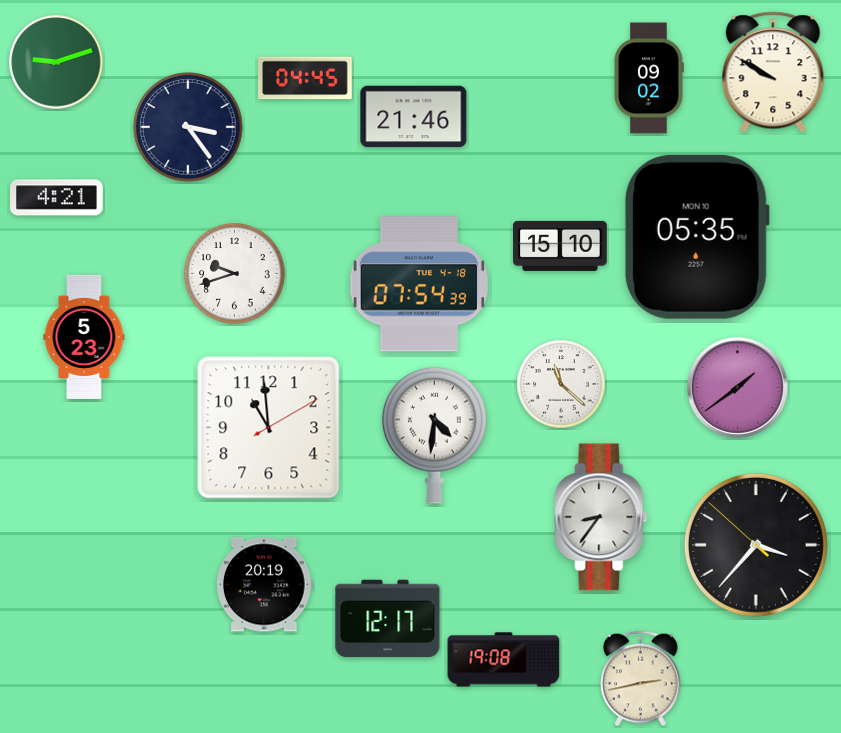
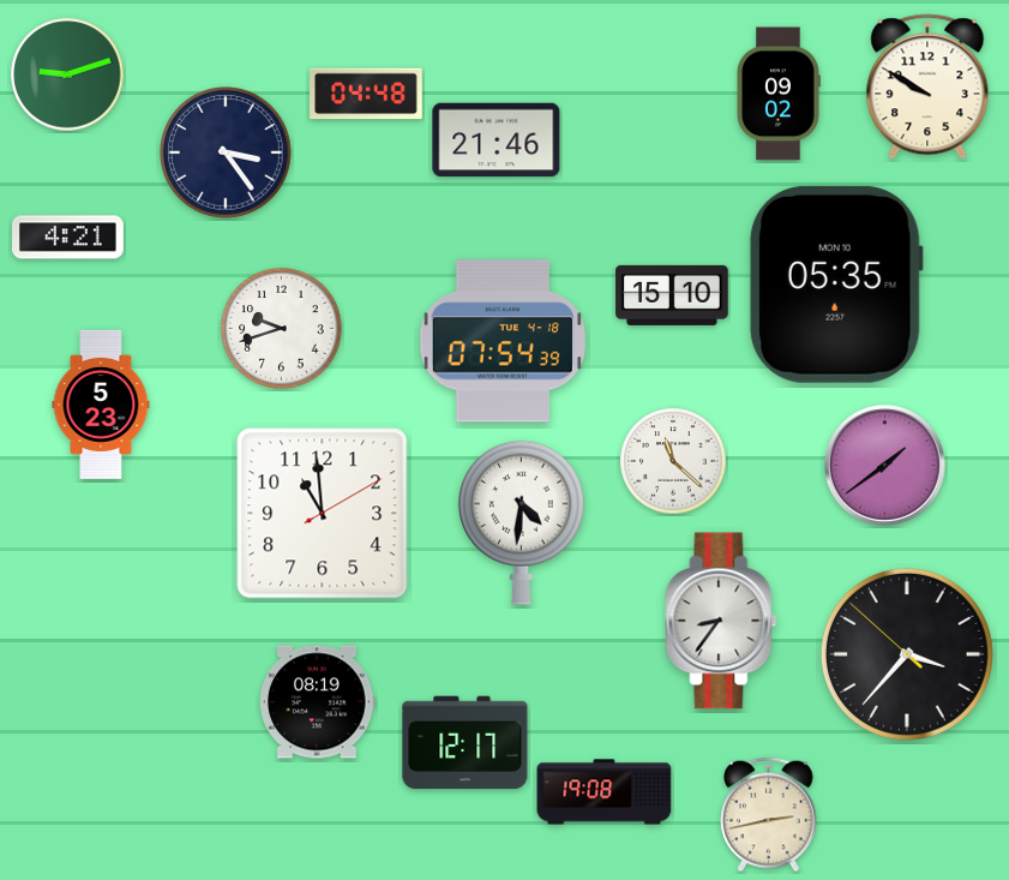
clock at (305, 78): 04:45 -> 04:48
clock at (265, 585): 20:19 -> 08:19
